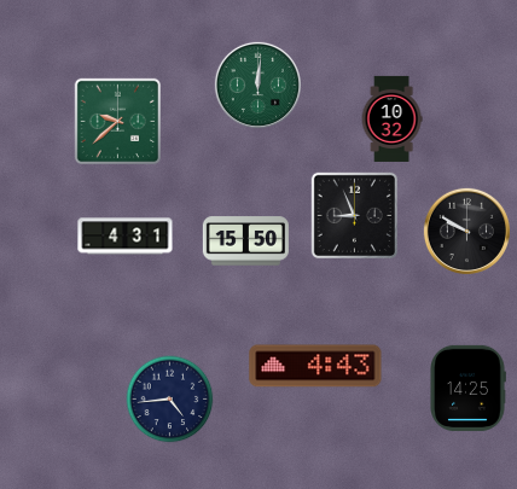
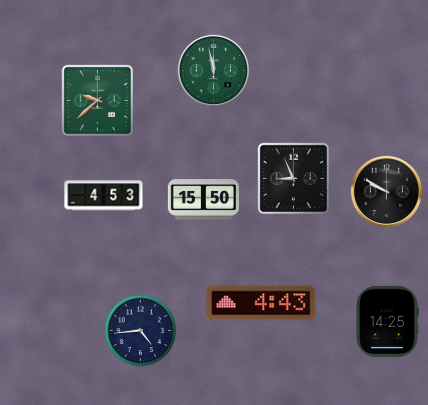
clock at (257, 85): 12:01 -> 11:58
clock at (391, 118): 10:32 -> none
clock at (126, 237): 4:31 -> 4:53
